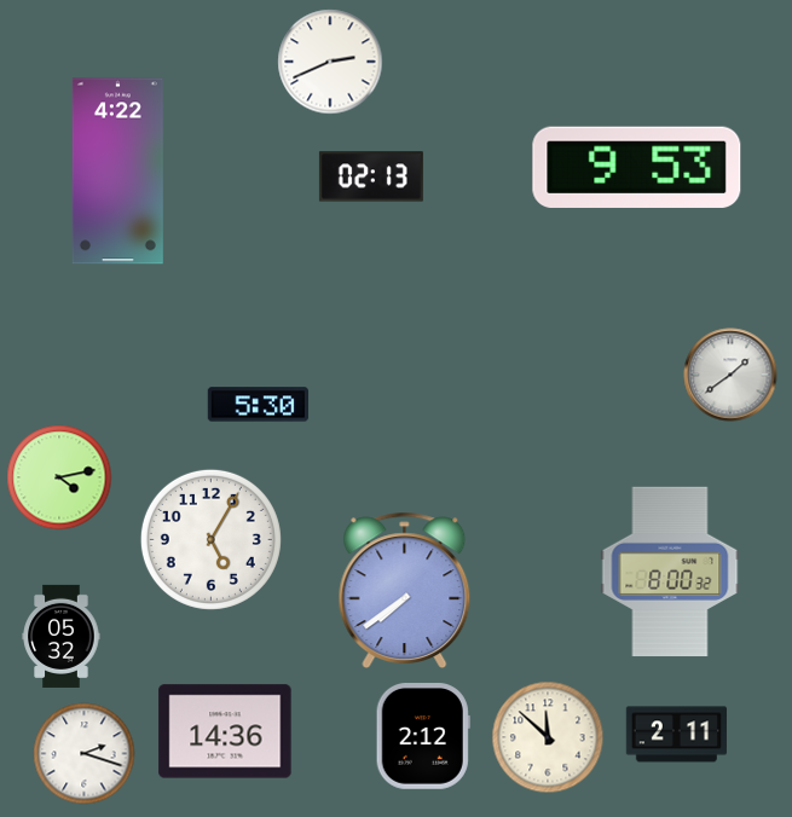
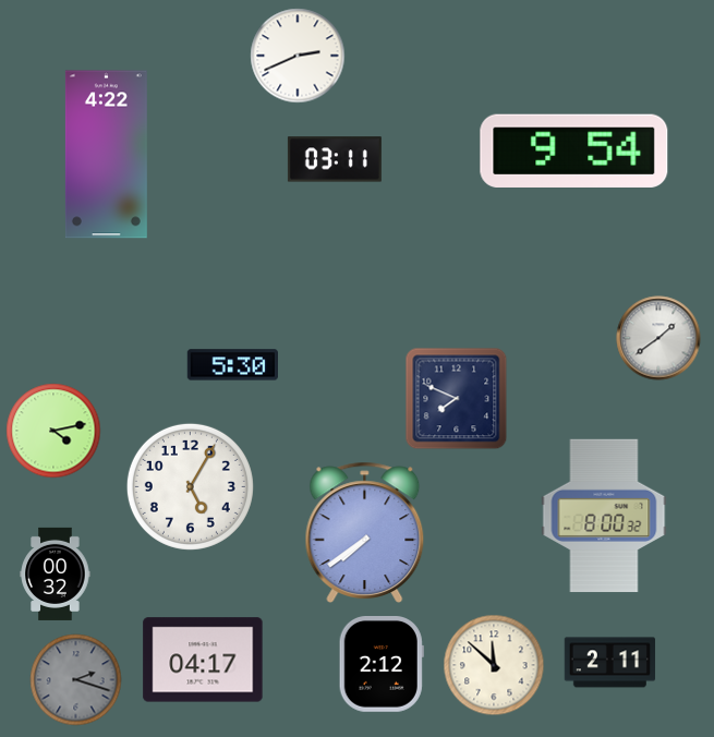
clock at (637, 167): 9:53 -> 9:54
clock at (371, 176): 02:13 -> 03:11
clock at (457, 399): none -> 7:49
clock at (62, 636): 05:32 -> 00:32
clock at (225, 731): 14:36 -> 04:17
clock at (85, 754) dial: white -> grey
